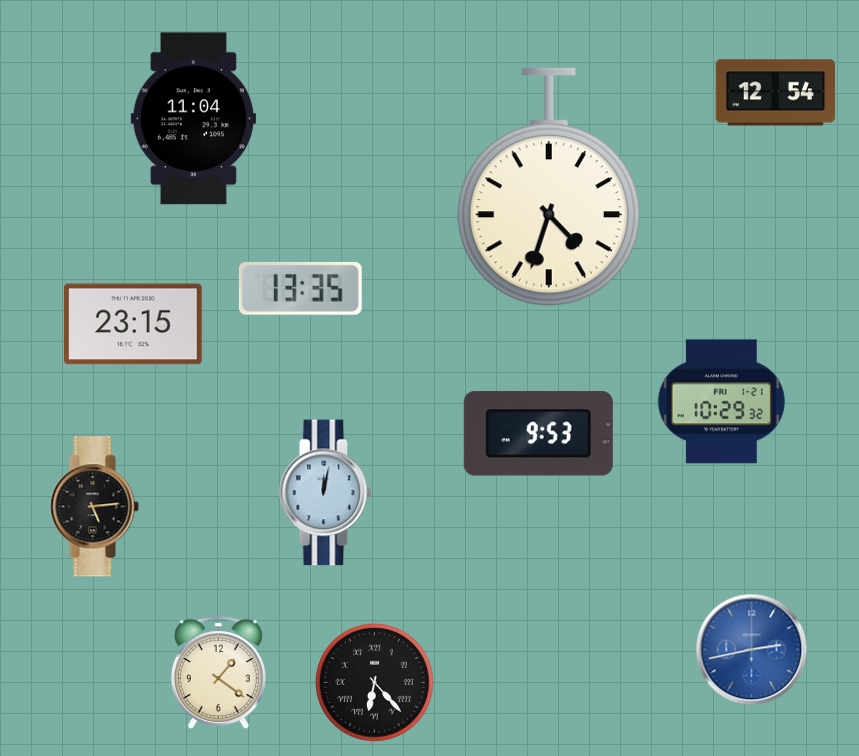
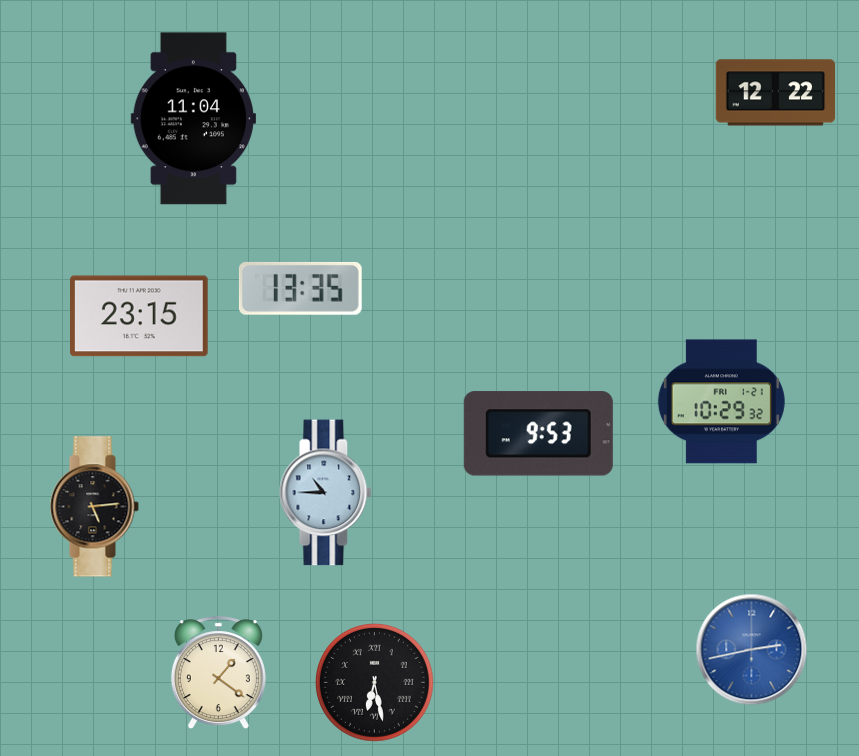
clock at (775, 93): 12:54 -> 12:22
clock at (549, 187): 4:33 -> none
clock at (134, 324) position: (134, 324) -> (140, 316)
clock at (326, 493): 12:02 -> 10:45
clock at (374, 682): 6:23 -> 6:28
